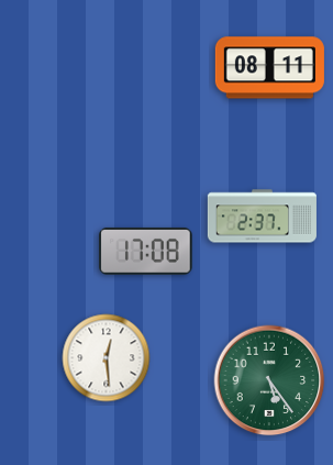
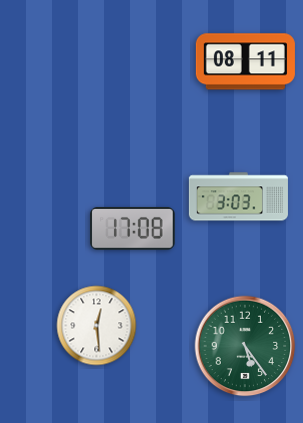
clock at (262, 217): 2:37 -> 3:03
